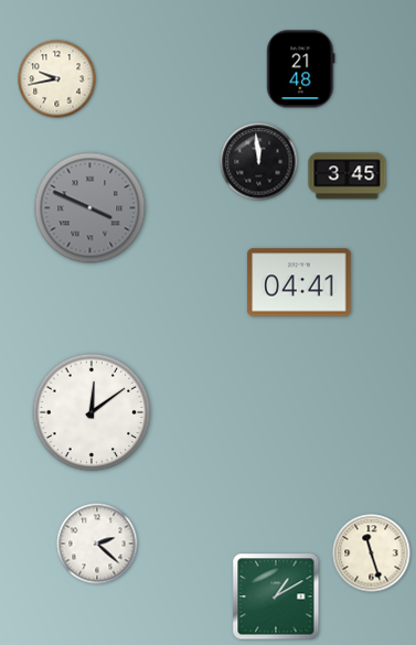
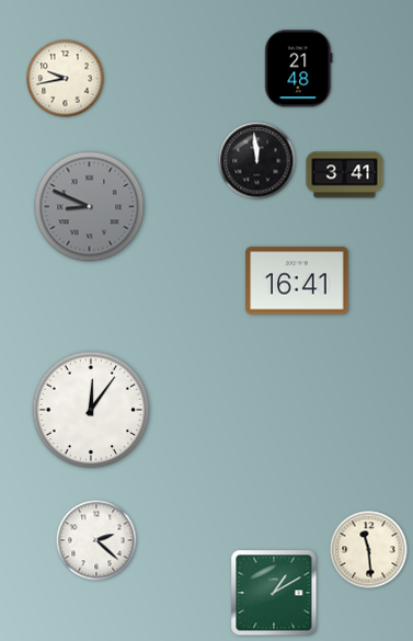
clock at (57, 79) position: (57, 79) -> (66, 79)
clock at (348, 176): 3:45 -> 3:41
clock at (90, 208): 3:49 -> 8:49
clock at (299, 282): 04:41 -> 16:41
clock at (92, 412): 12:09 -> 12:06
clock at (372, 553): 11:27 -> 11:29
